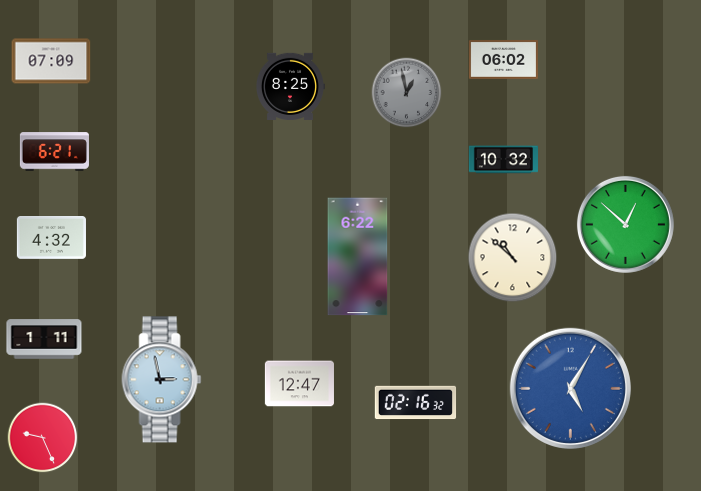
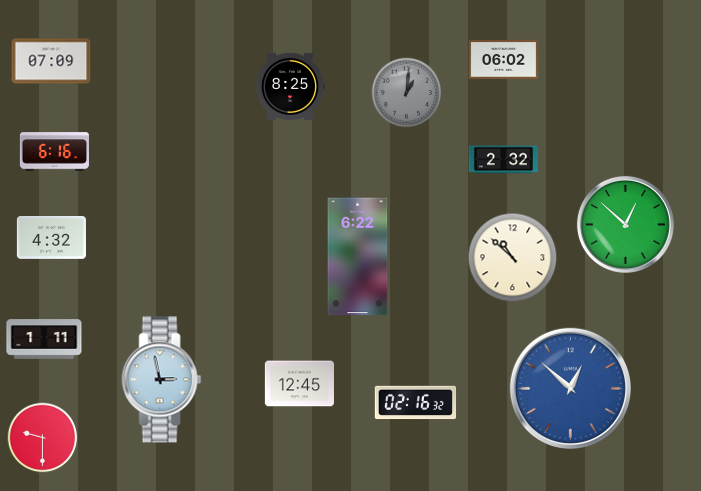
clock at (407, 93): 12:58 -> 1:01
clock at (54, 152): 6:21 -> 6:16
clock at (503, 160): 10:32 -> 2:32
clock at (299, 384): 12:47 -> 12:45
clock at (570, 388): 5:05 -> 12:52
clock at (43, 438): 9:26 -> 9:30
